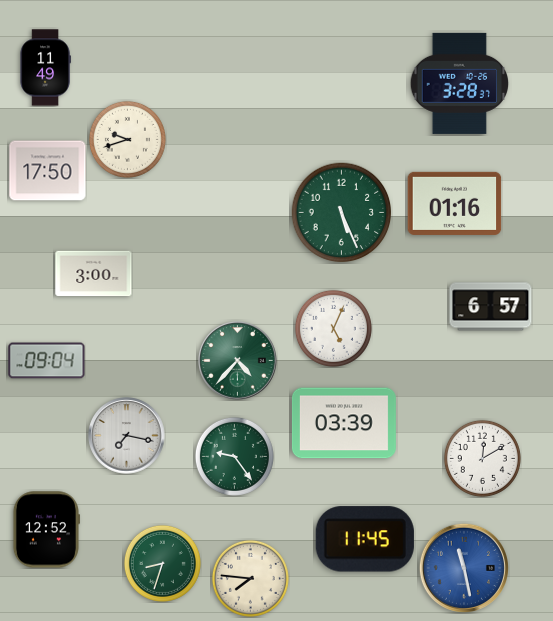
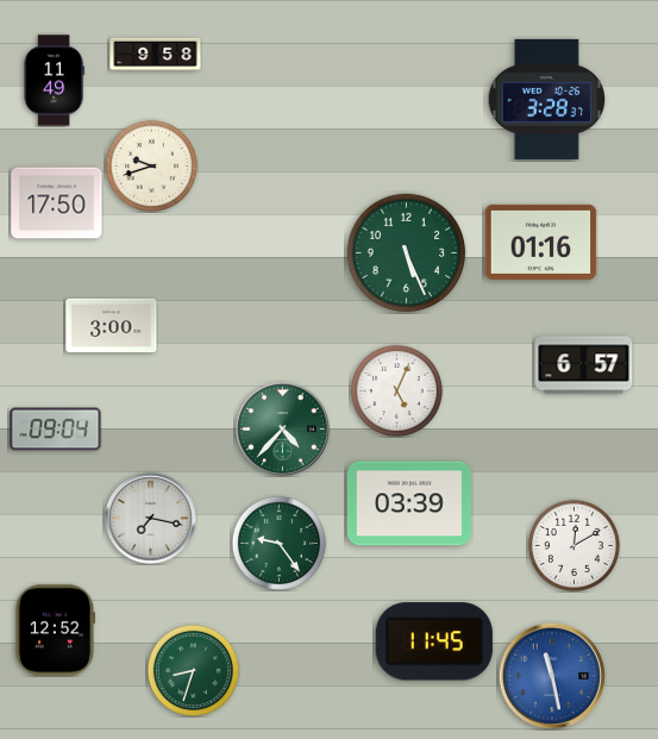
clock at (156, 55): none -> 9:58
clock at (250, 578): 7:46 -> none
